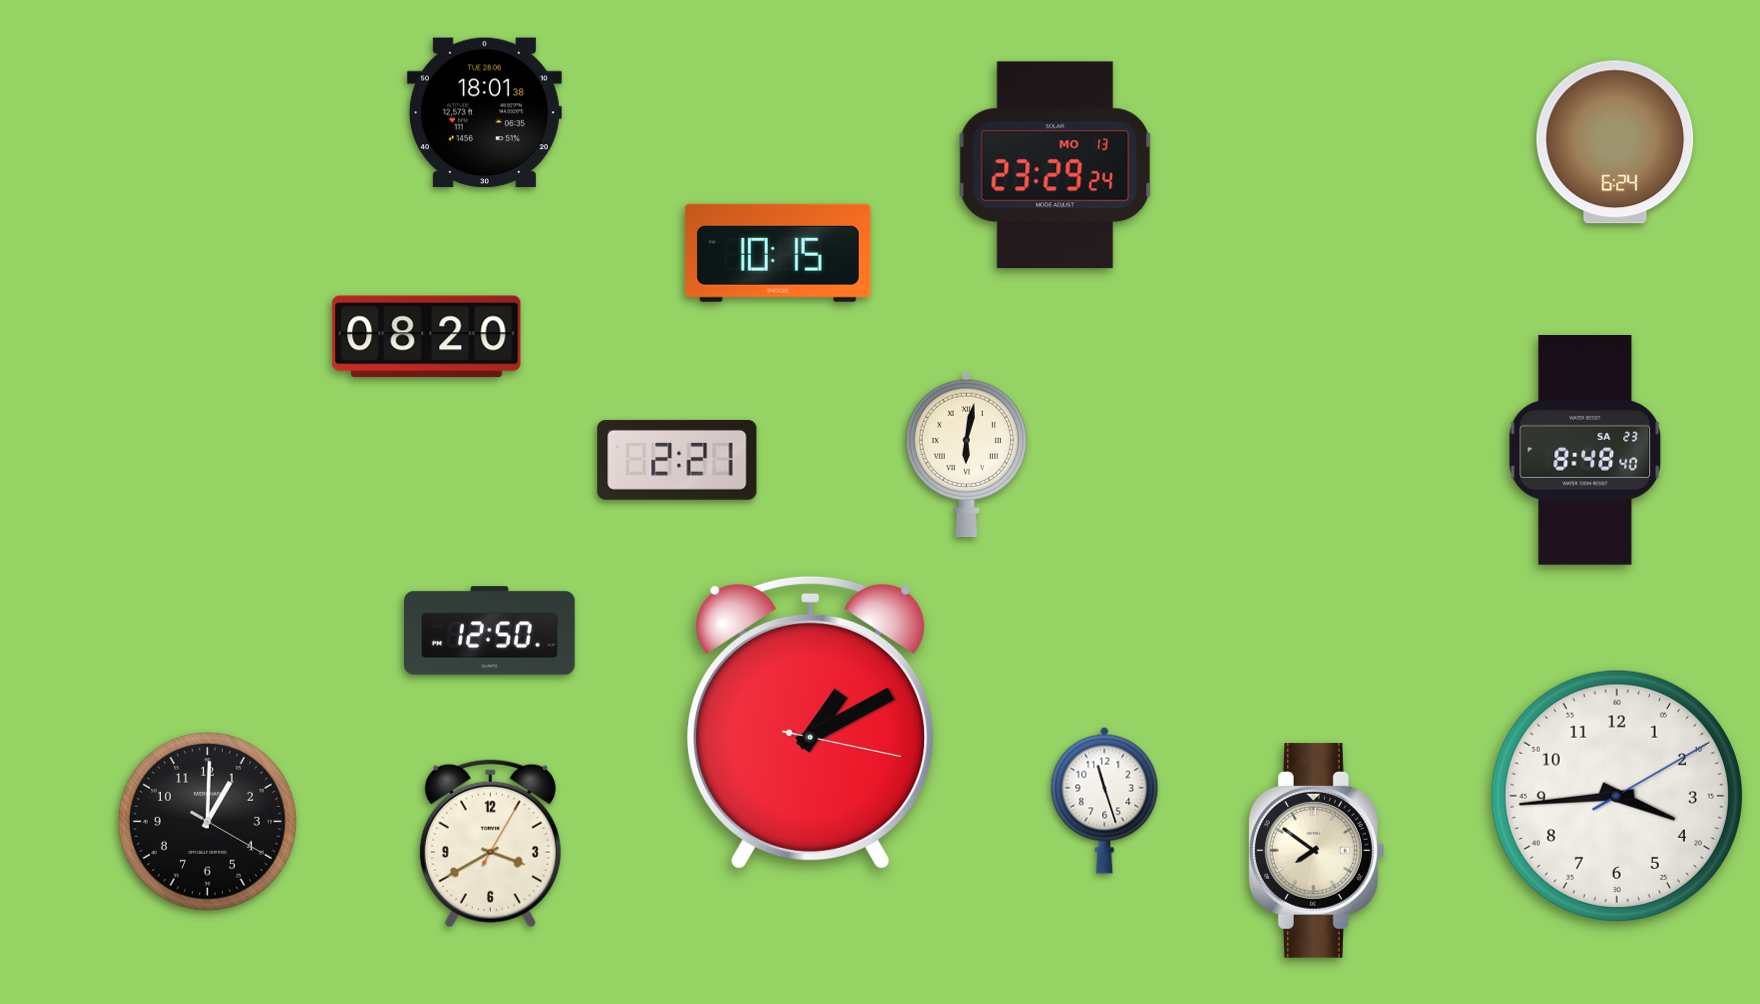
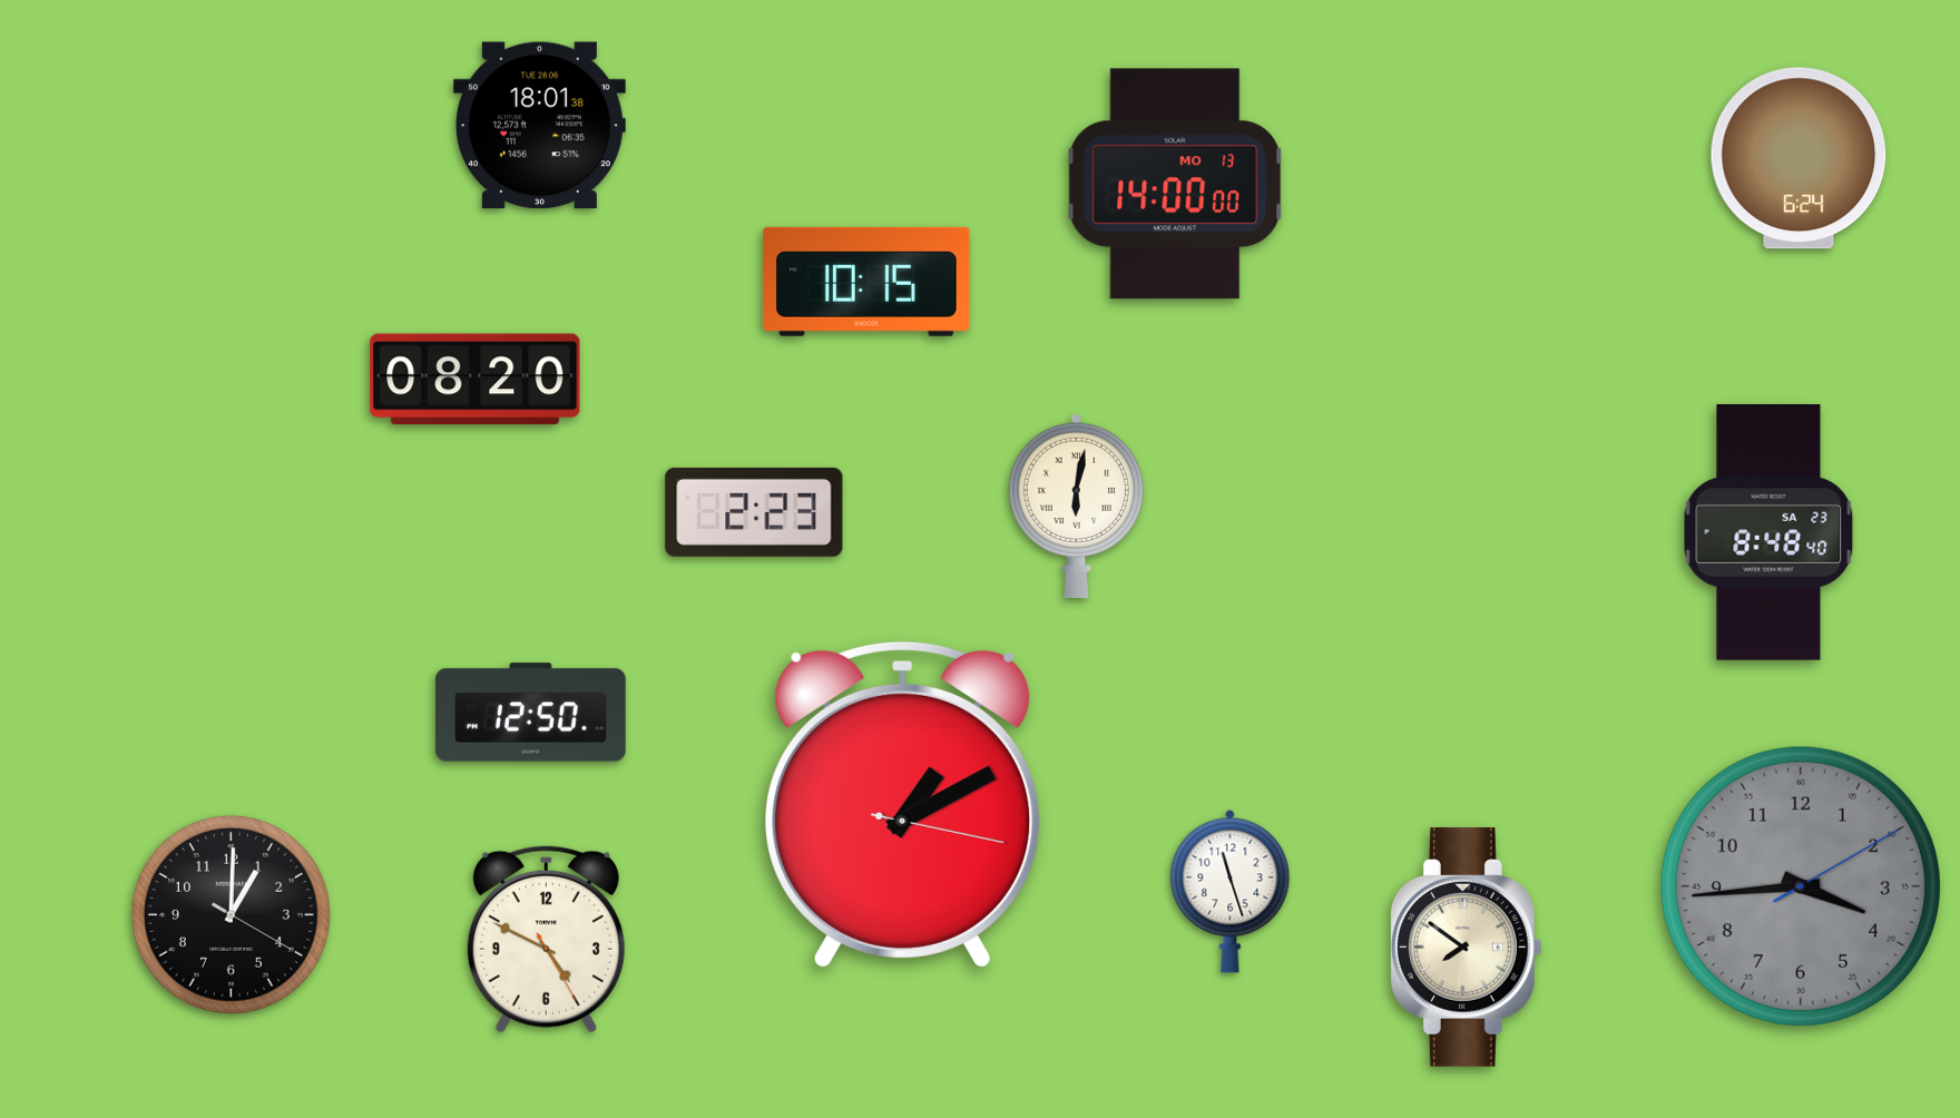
clock at (1055, 165): 23:29 -> 14:00
clock at (427, 337) position: (427, 337) -> (476, 380)
clock at (1585, 451) position: (1585, 451) -> (1768, 533)
clock at (677, 460): 2:21 -> 2:23
clock at (490, 631) position: (490, 631) -> (531, 713)
clock at (1617, 796) dial: white -> grey
clock at (490, 844): 3:40 -> 4:49
